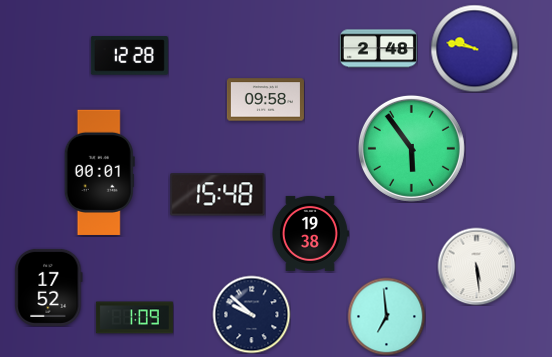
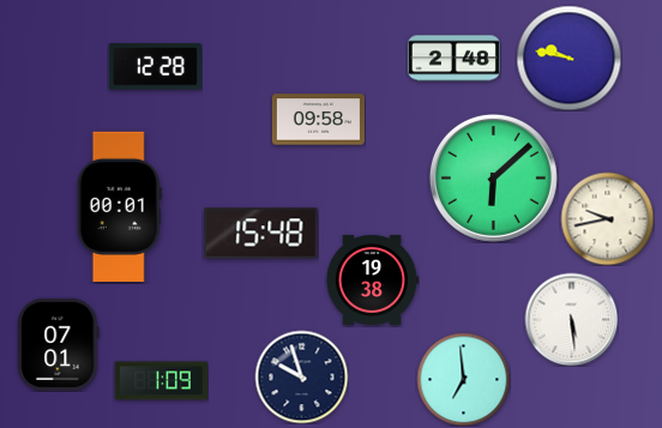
clock at (411, 148): 5:54 -> 6:08
clock at (607, 218): none -> 9:43
clock at (49, 287): 17:52 -> 07:01
clock at (251, 314): 9:52 -> 9:57
